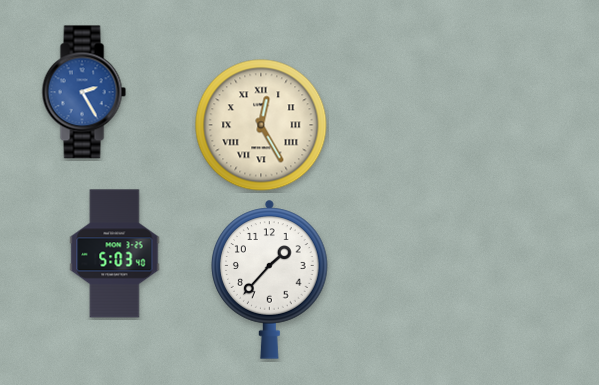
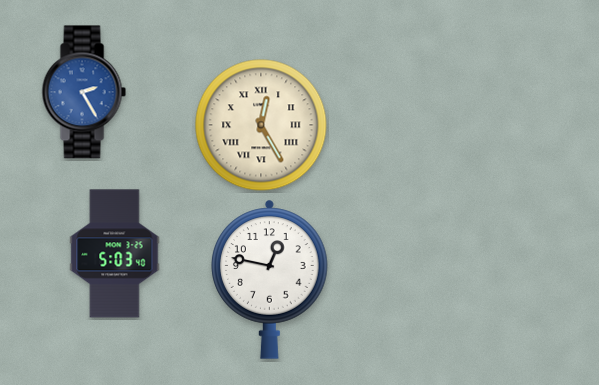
clock at (270, 279): 1:37 -> 12:47
